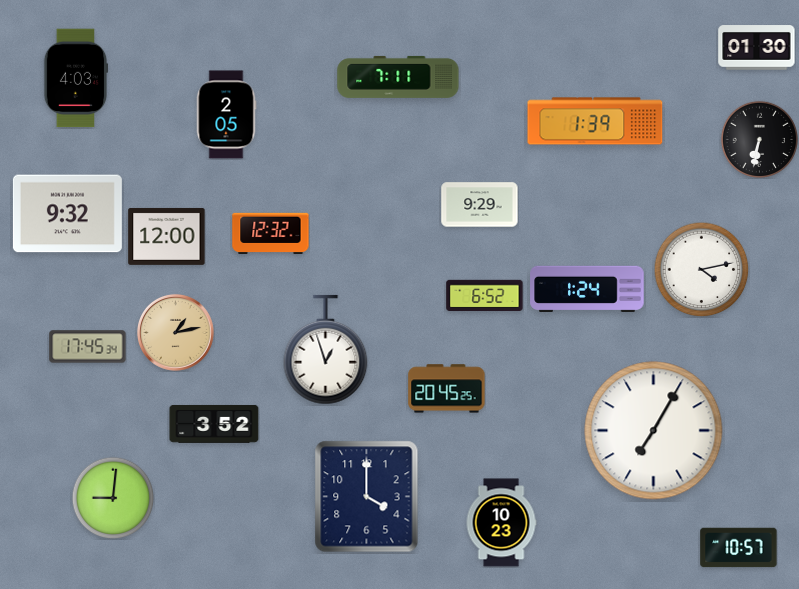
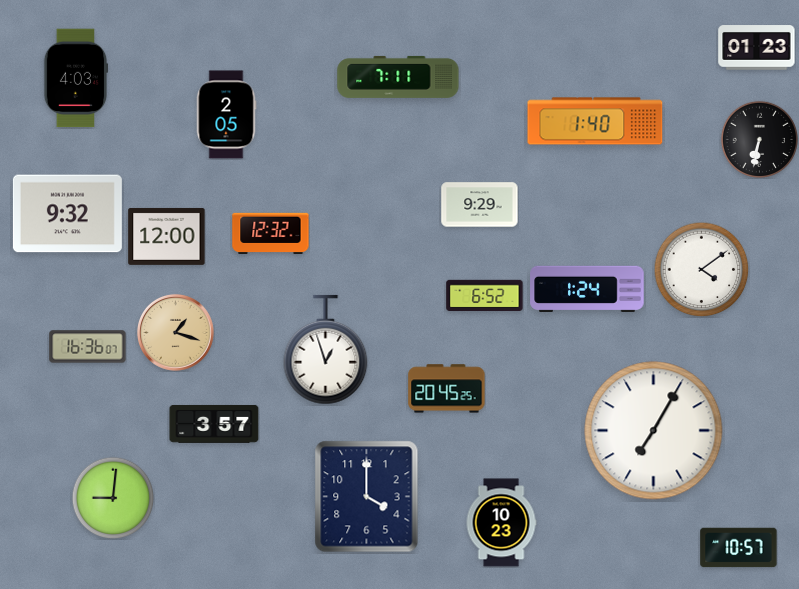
clock at (757, 48): 01:30 -> 01:23
clock at (595, 121): 1:39 -> 1:40
clock at (701, 269): 4:13 -> 4:09
clock at (175, 332): 1:13 -> 1:18
clock at (88, 347): 17:45 -> 16:36
clock at (214, 424): 3:52 -> 3:57
